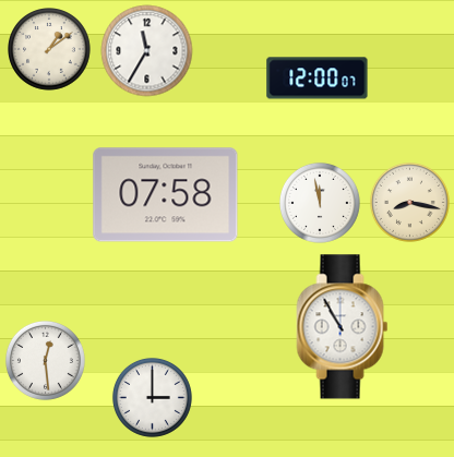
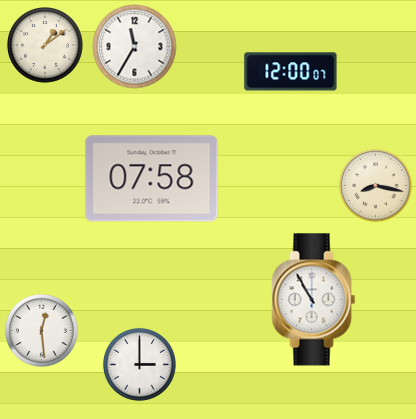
clock at (320, 203): 11:58 -> none
